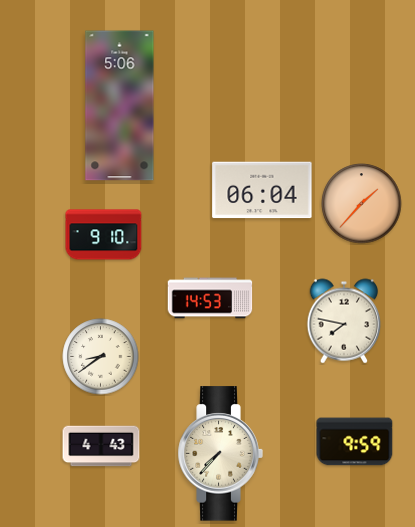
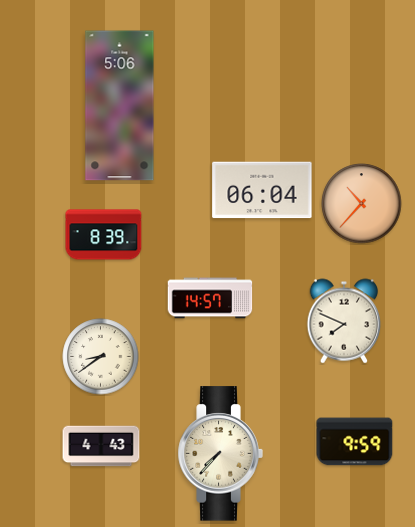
clock at (362, 204): 1:37 -> 10:37
clock at (104, 235): 9:10 -> 8:39
clock at (210, 298): 14:53 -> 14:57
clock at (344, 321): 7:47 -> 7:49
